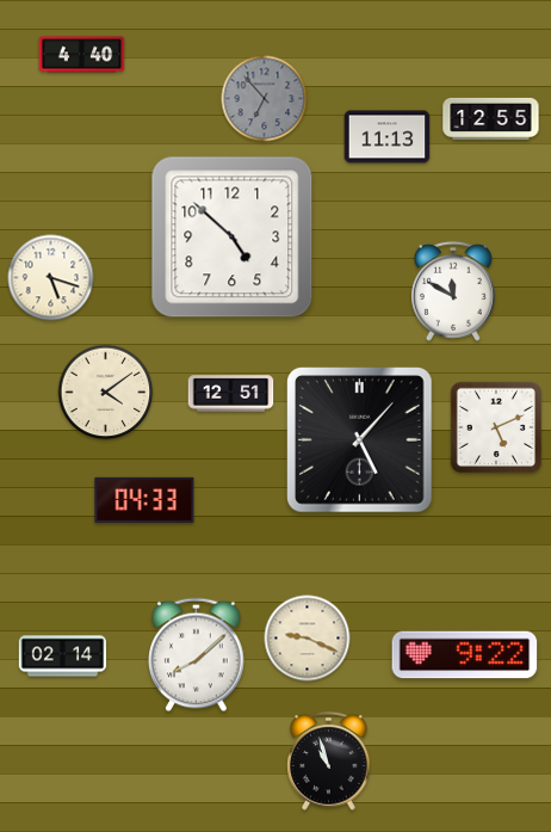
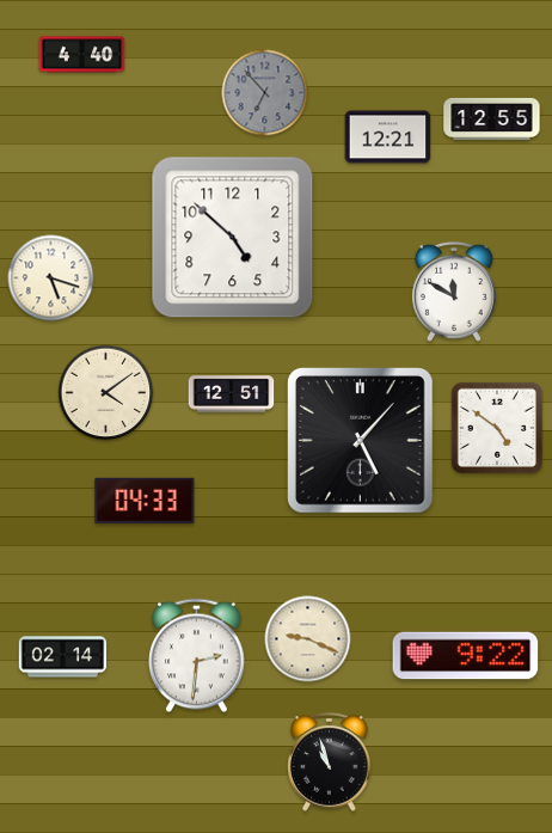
clock at (265, 99) position: (265, 99) -> (265, 93)
clock at (388, 137): 11:13 -> 12:21
clock at (496, 427): 5:11 -> 4:51
clock at (197, 655): 8:08 -> 2:31
